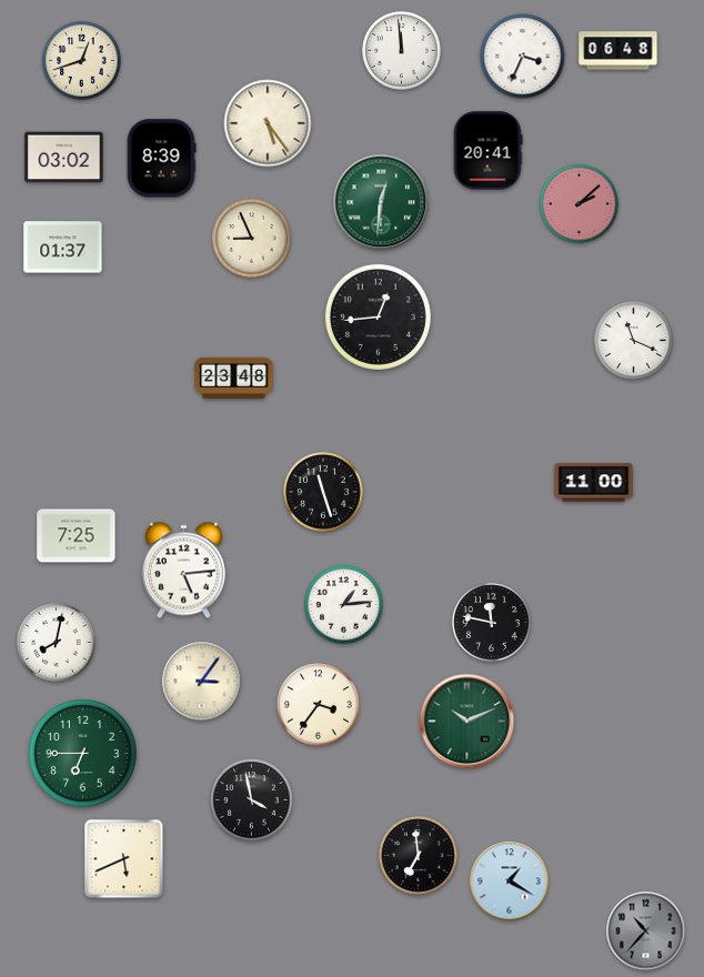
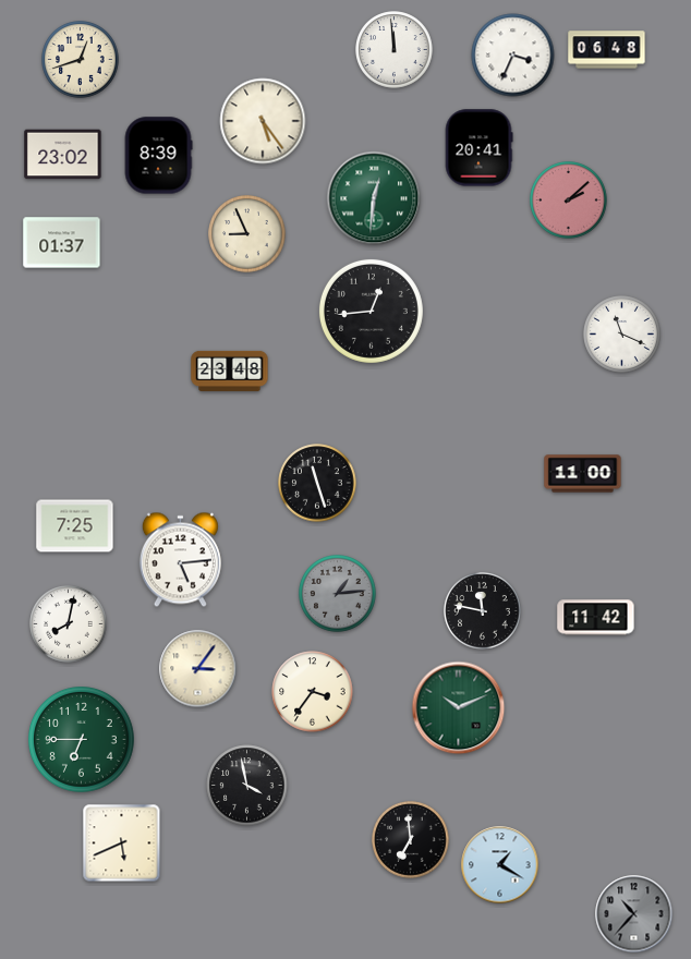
clock at (64, 158): 03:02 -> 23:02
clock at (344, 605) dial: white -> grey
clock at (596, 618): none -> 11:42
clock at (57, 643) position: (57, 643) -> (69, 624)
